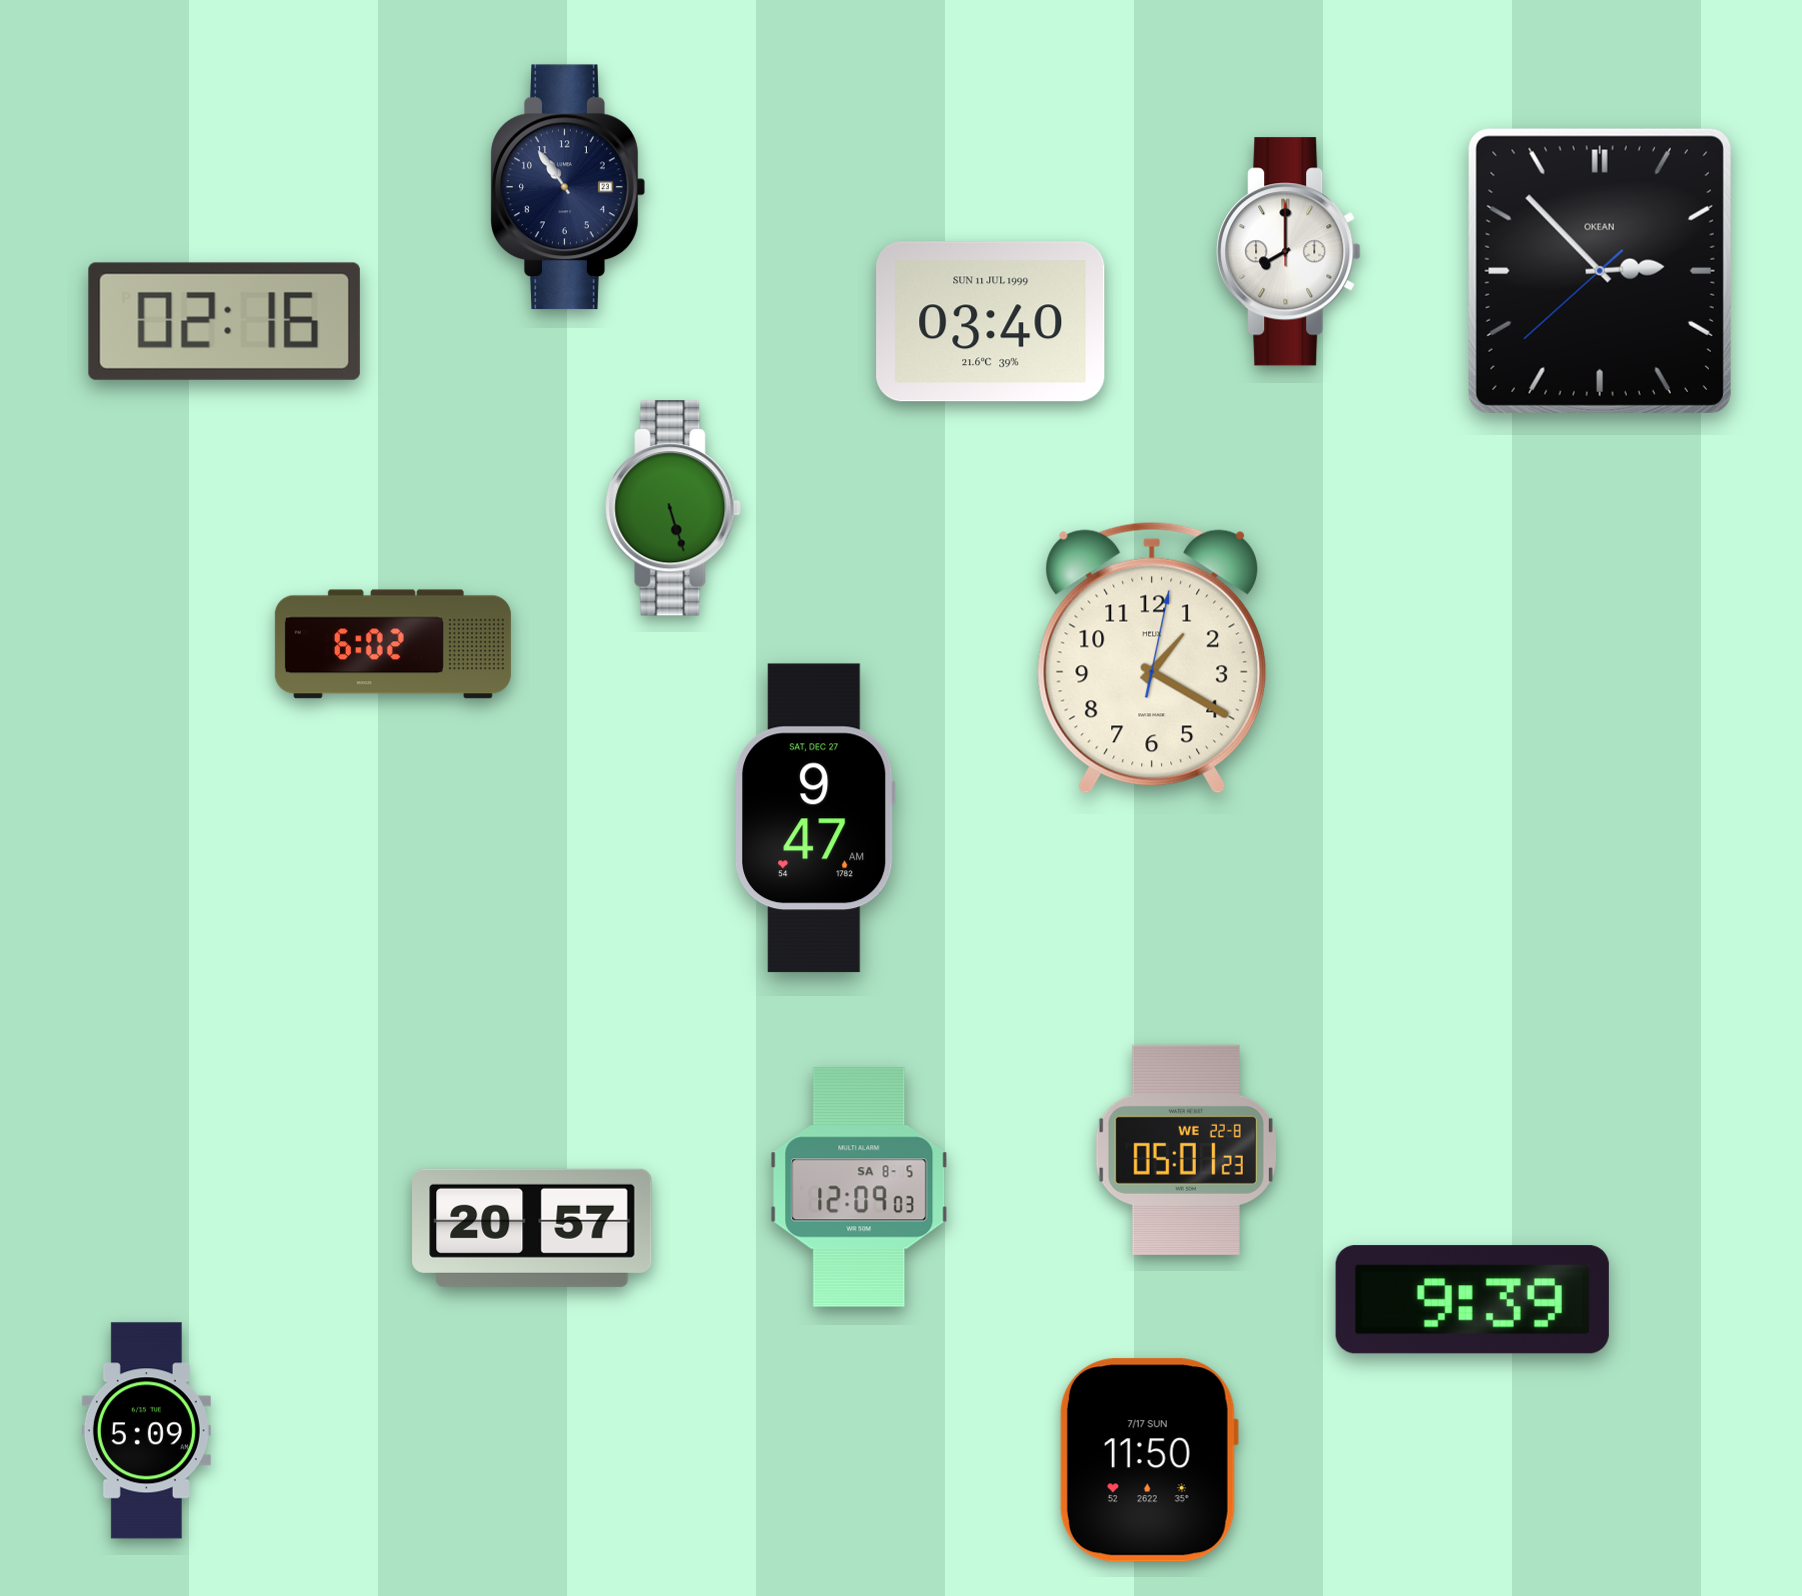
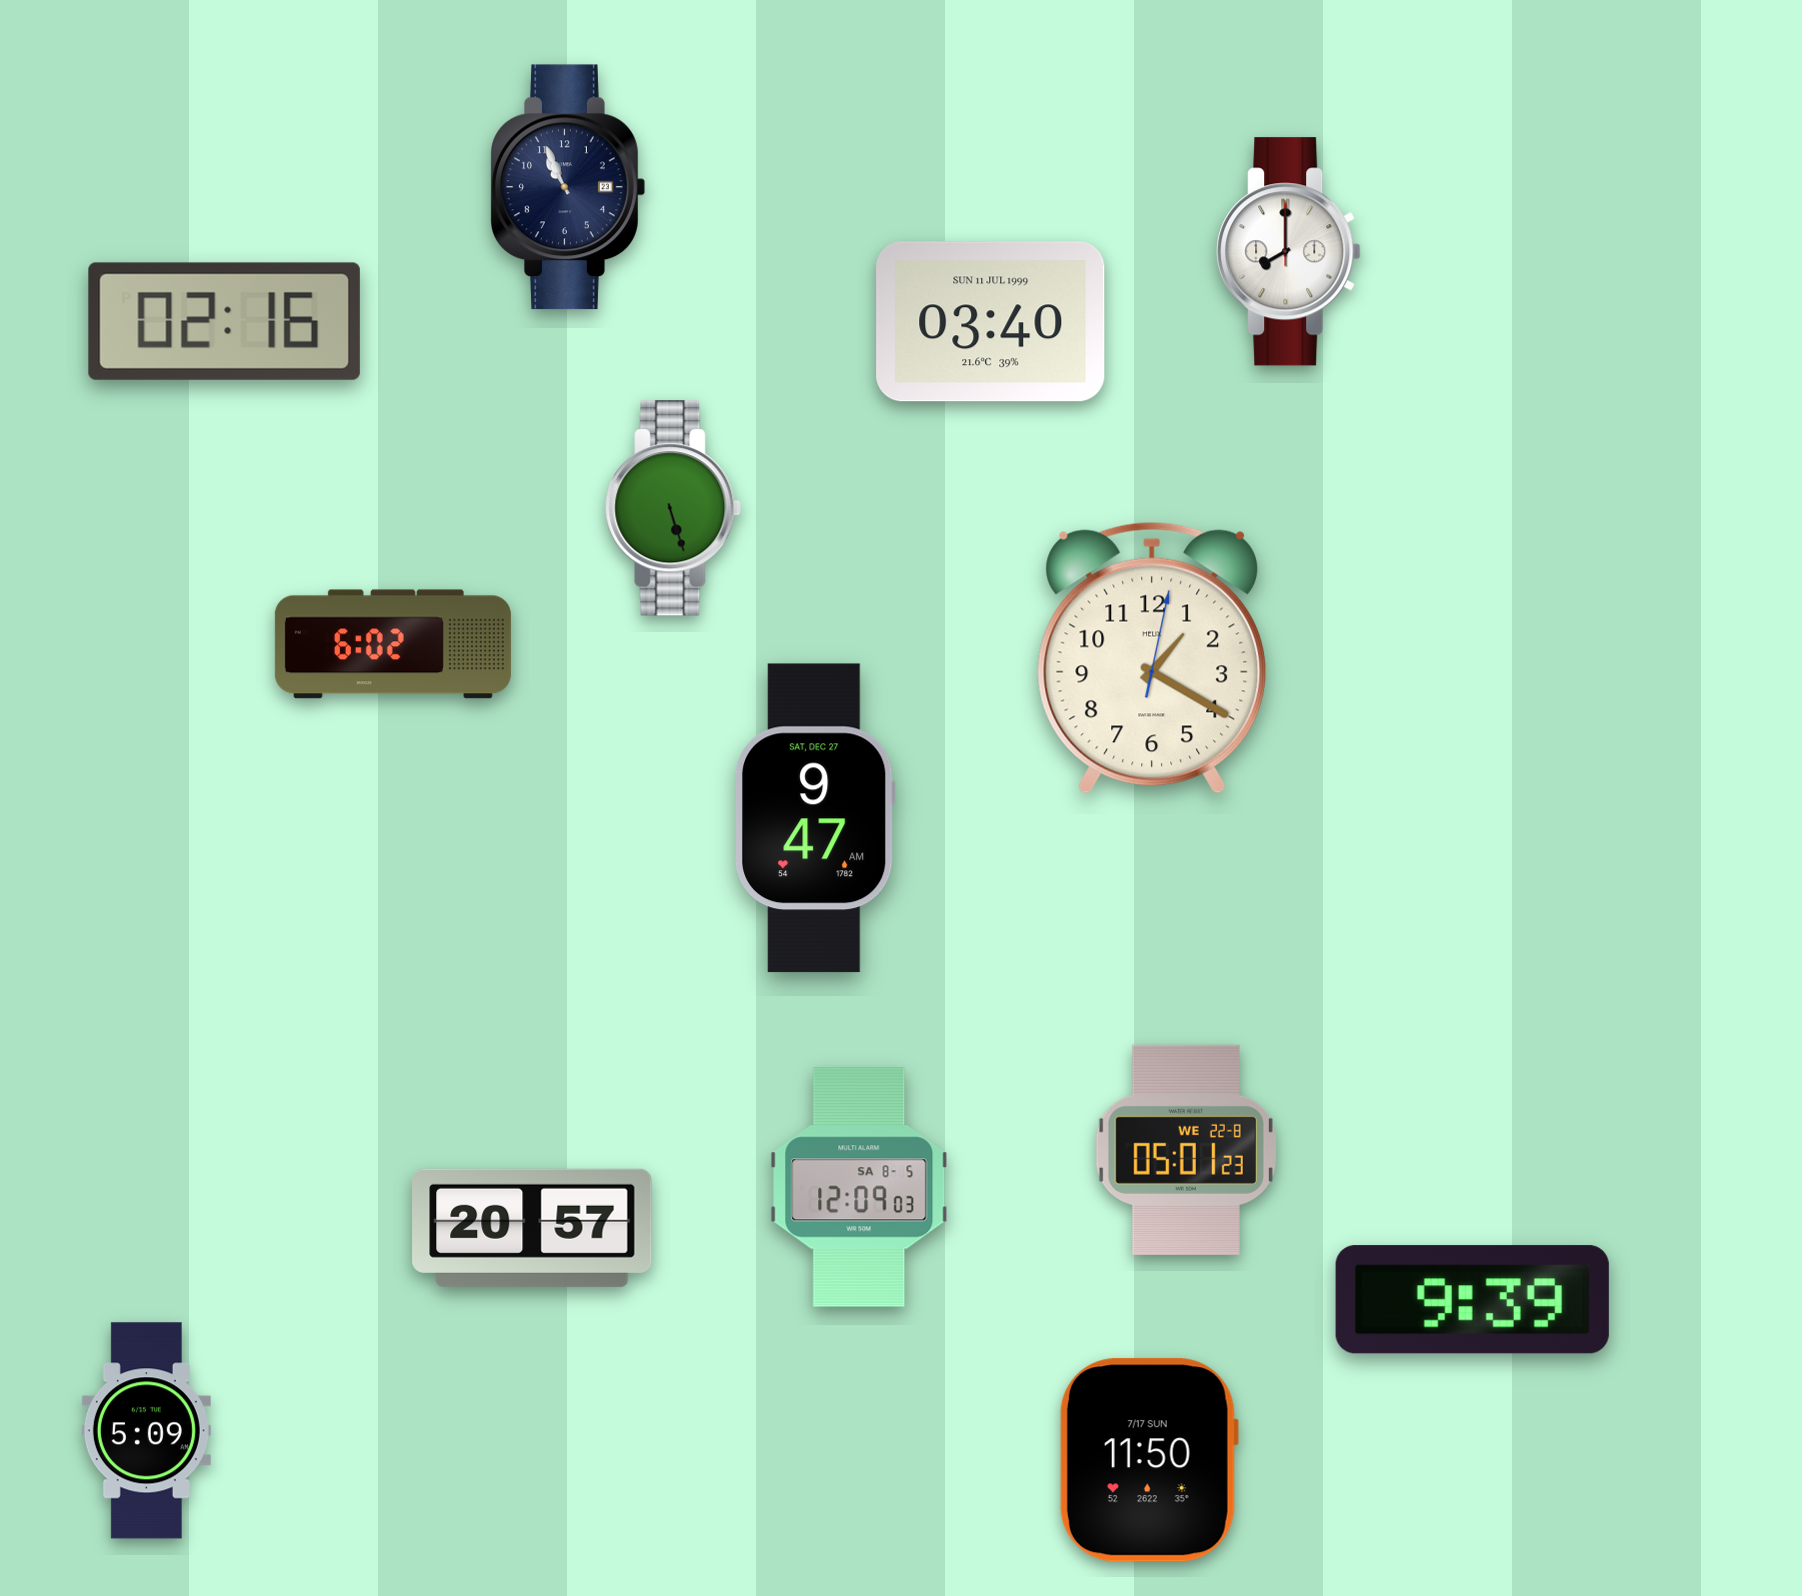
clock at (568, 187): 10:54 -> 10:56
clock at (1600, 271): 2:52 -> none
